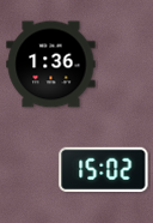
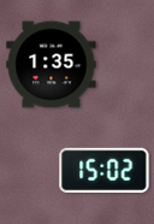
clock at (51, 65): 1:36 -> 1:35
